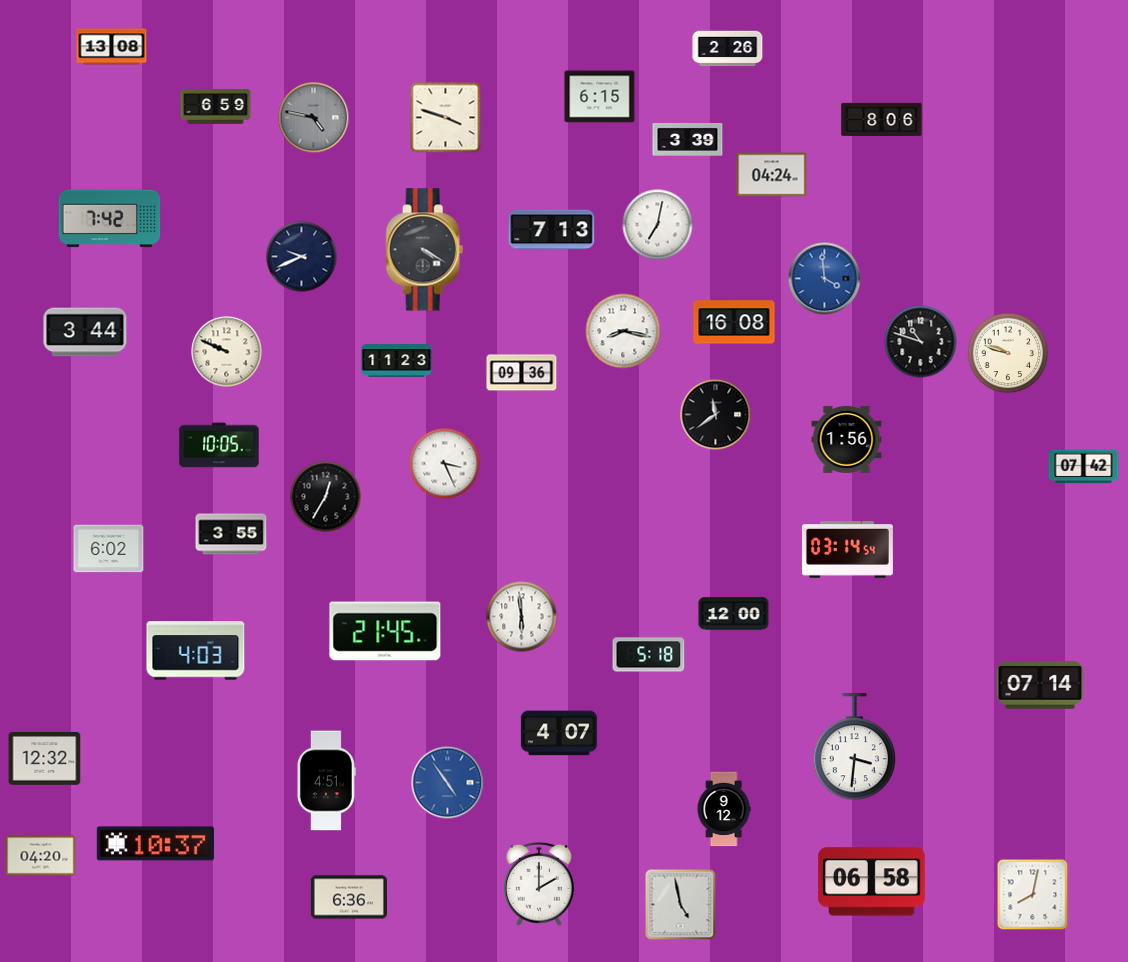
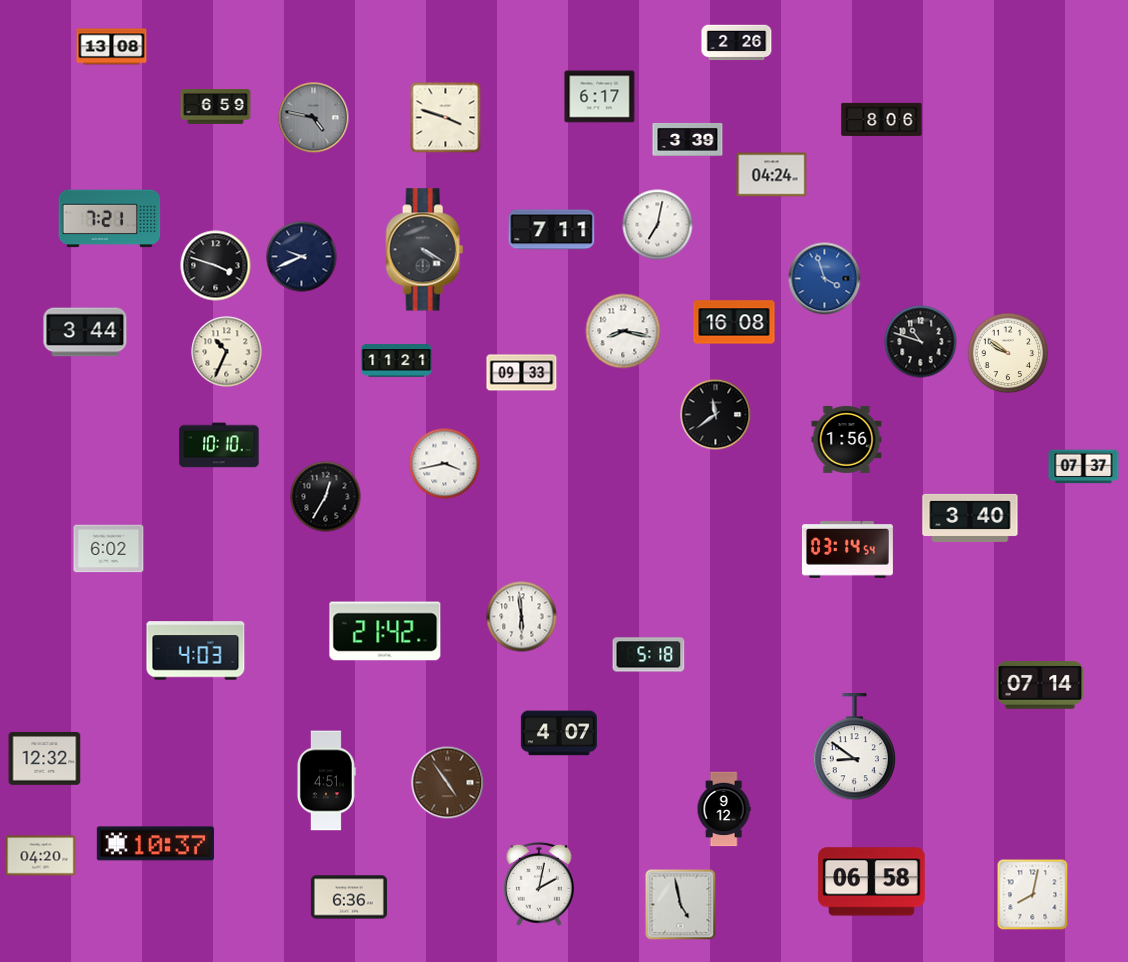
clock at (728, 49) position: (728, 49) -> (737, 43)
clock at (600, 97): 6:15 -> 6:17
clock at (110, 219): 7:42 -> 7:21
clock at (552, 230): 7:13 -> 7:11
clock at (216, 266): none -> 3:48
clock at (825, 279): 3:59 -> 3:57
clock at (227, 352): 9:49 -> 10:34
clock at (1008, 353): 9:48 -> 9:51
clock at (397, 361): 11:23 -> 11:21
clock at (522, 373): 09:36 -> 09:33
clock at (219, 445): 10:05 -> 10:10
clock at (445, 464): 3:26 -> 3:43
clock at (1084, 467): 07:42 -> 07:37
clock at (970, 518): none -> 3:40
clock at (231, 534): 3:55 -> none
clock at (734, 614): 12:00 -> none
clock at (385, 631): 21:45 -> 21:42
clock at (854, 747): 3:31 -> 8:51
clock at (448, 783) dial: blue -> brown
clock at (539, 884): 2:00 -> 2:02
